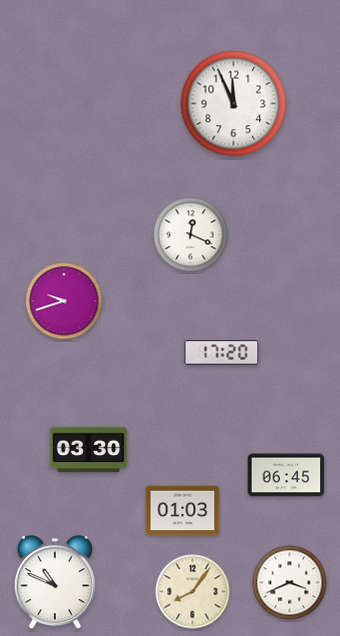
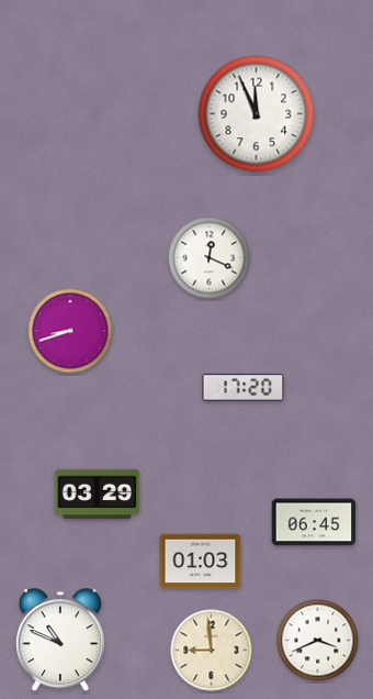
clock at (64, 301): 9:42 -> 8:42
clock at (89, 450): 03:30 -> 03:29
clock at (193, 592): 8:06 -> 8:59
